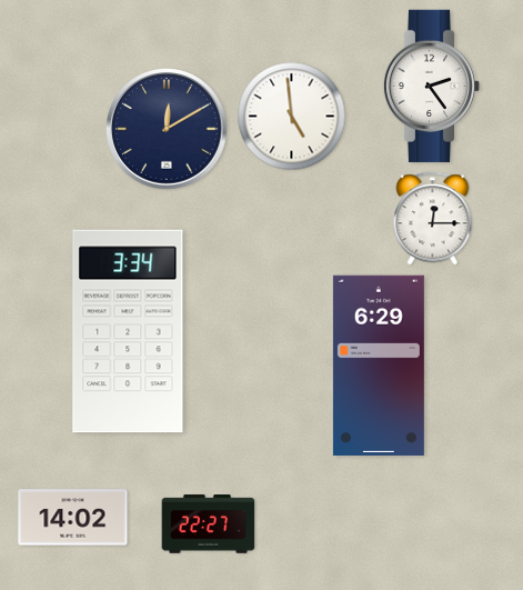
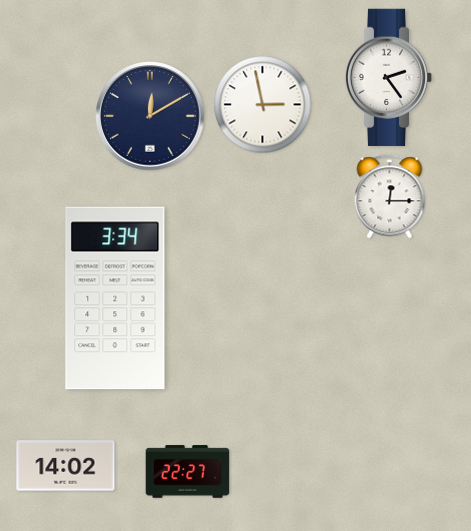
clock at (292, 117): 4:59 -> 2:58
clock at (379, 366): 6:29 -> none
